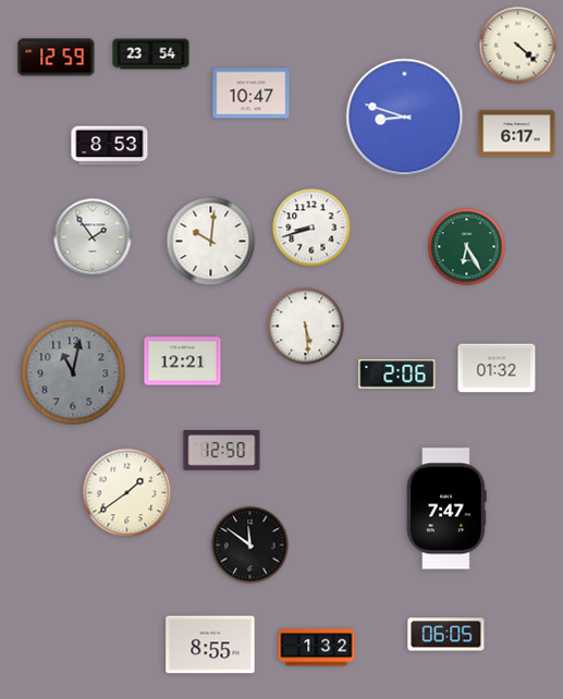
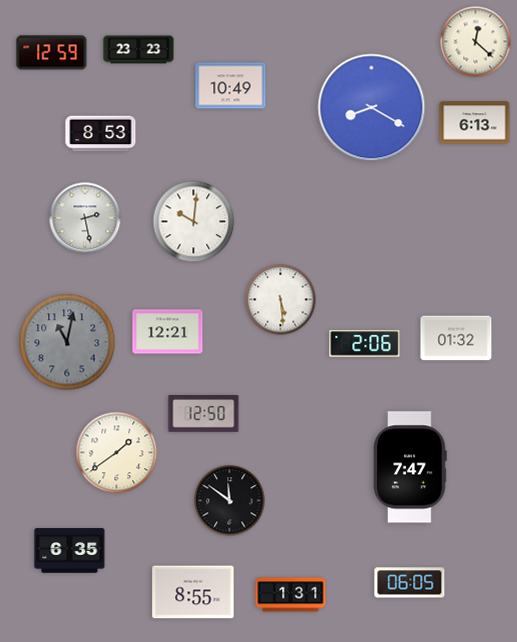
clock at (518, 46): 4:22 -> 12:22
clock at (151, 54): 23:54 -> 23:23
clock at (252, 94): 10:47 -> 10:49
clock at (405, 118): 8:48 -> 8:20
clock at (517, 134): 6:17 -> 6:13
clock at (311, 228): 8:42 -> none
clock at (93, 237): 1:54 -> 2:28
clock at (467, 247): 6:25 -> none
clock at (70, 551): none -> 6:35
clock at (317, 648): 1:32 -> 1:31
